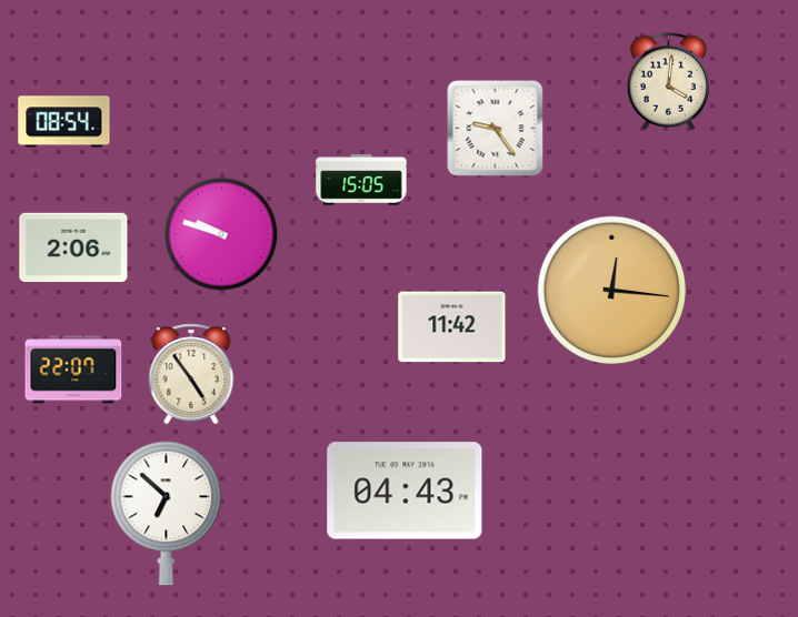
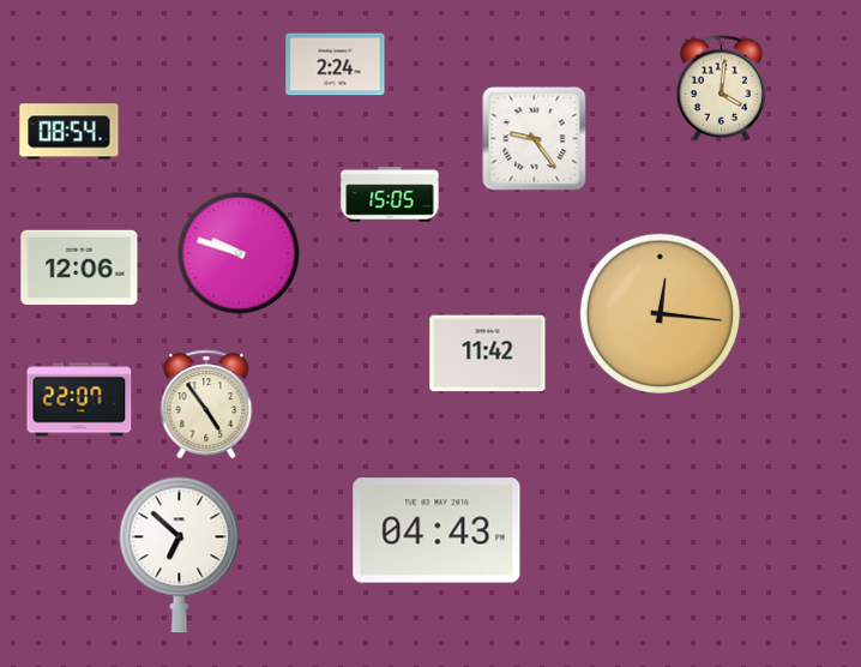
clock at (336, 65): none -> 2:24
clock at (73, 247): 2:06 -> 12:06
